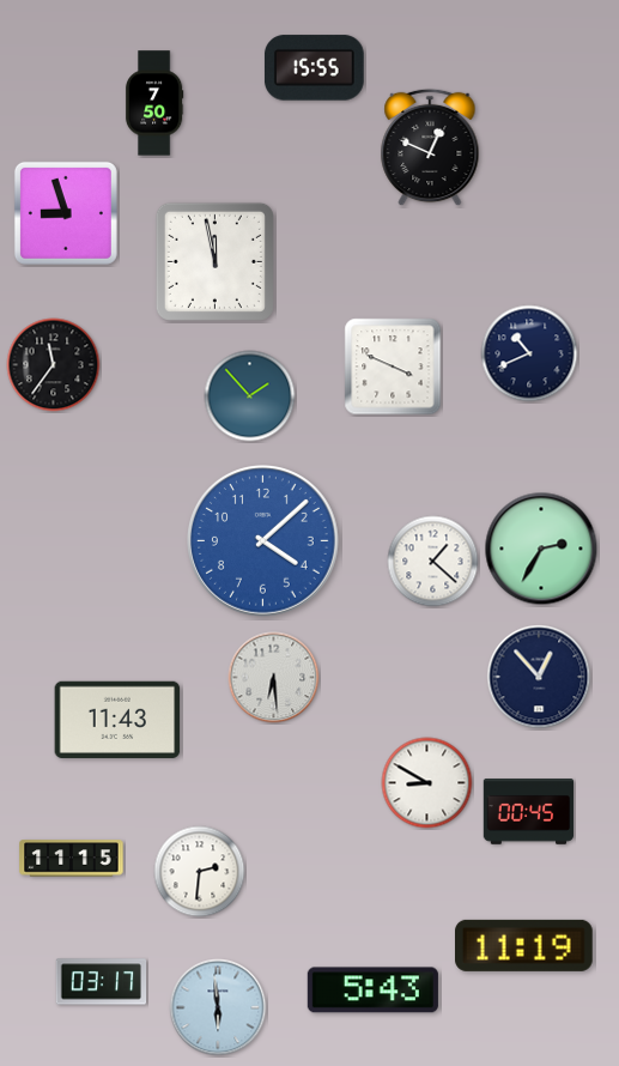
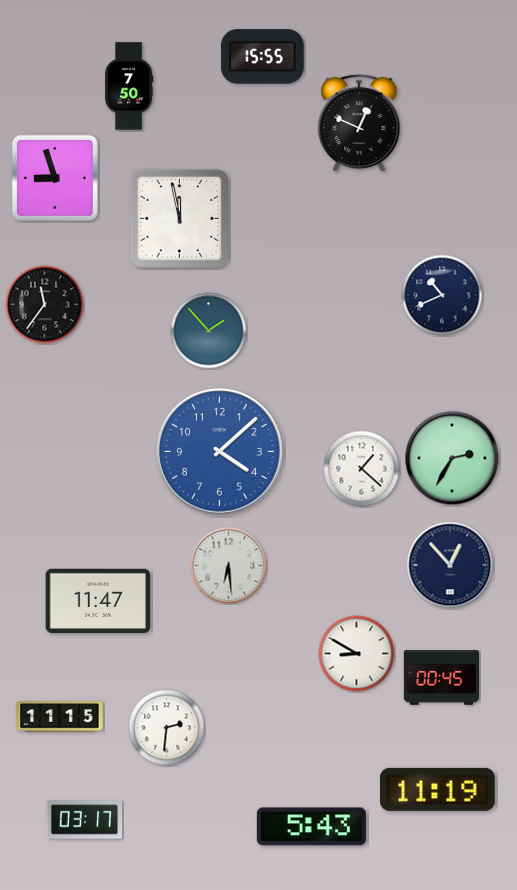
clock at (393, 367): 3:49 -> none
clock at (117, 720): 11:43 -> 11:47
clock at (218, 1007): 5:59 -> none
